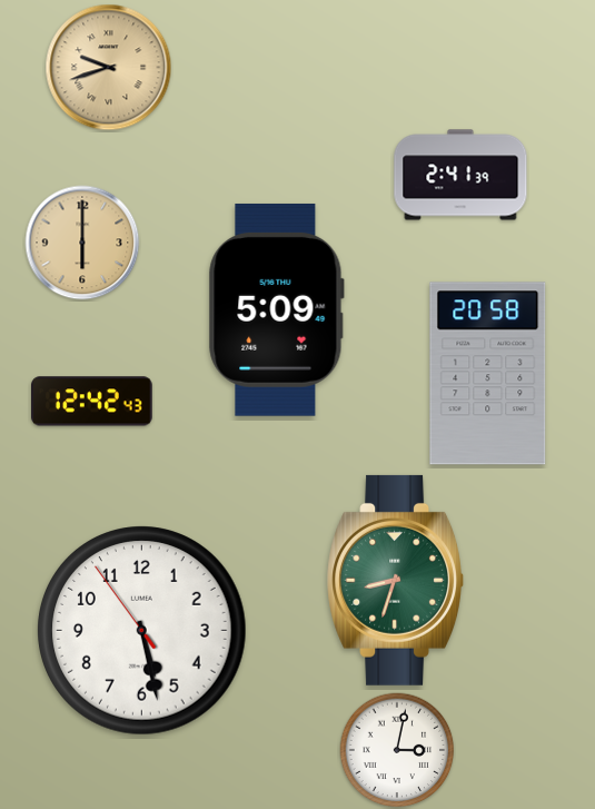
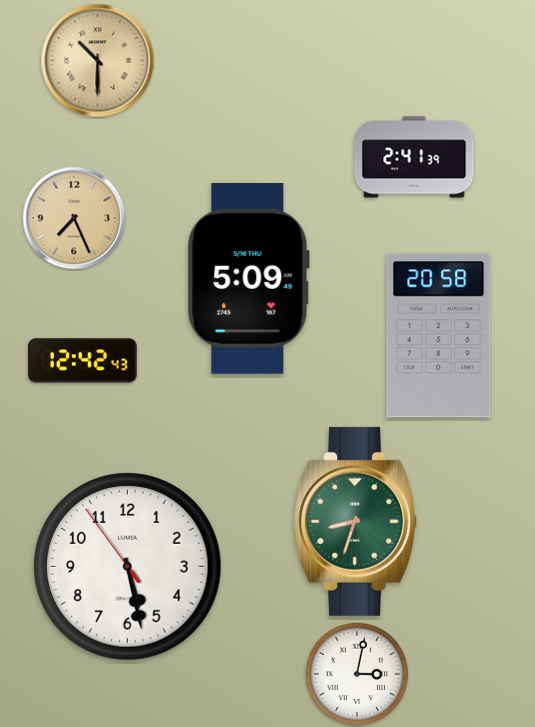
clock at (109, 68): 9:42 -> 10:30
clock at (82, 243): 6:00 -> 7:26
